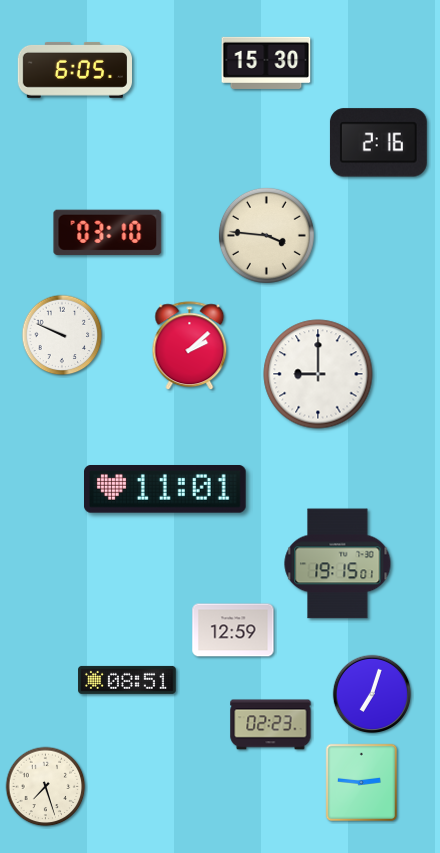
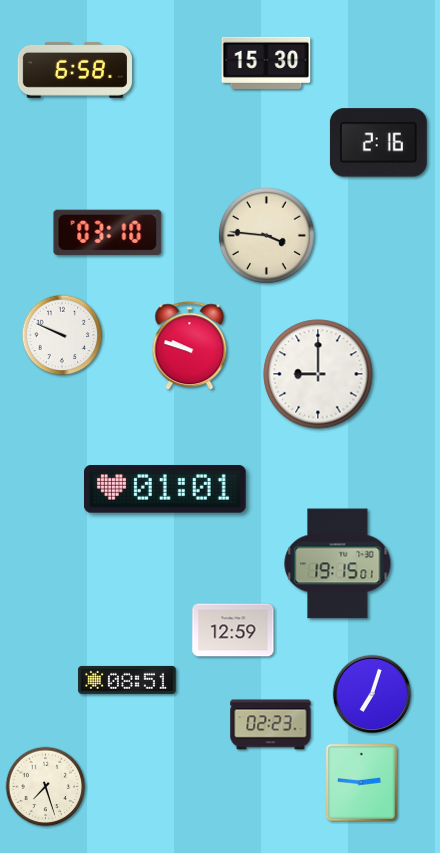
clock at (74, 70): 6:05 -> 6:58
clock at (190, 346): 2:08 -> 9:48
clock at (166, 489): 11:01 -> 01:01
